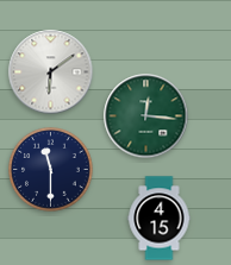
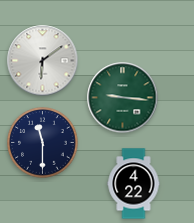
clock at (146, 116): 12:16 -> 9:16
clock at (160, 219): 4:15 -> 4:22
